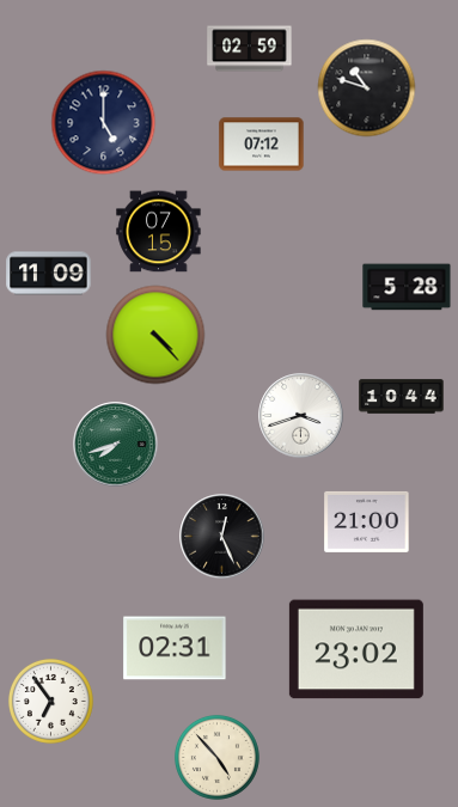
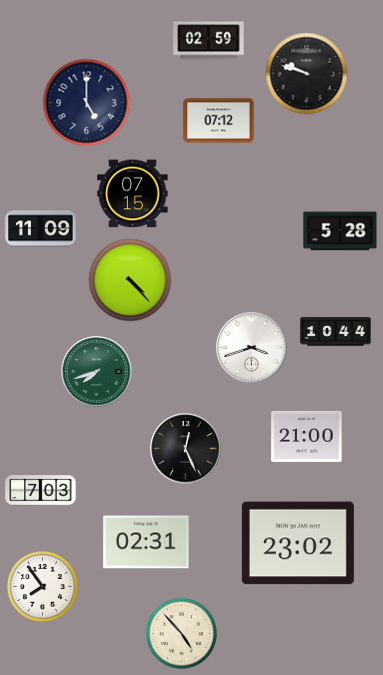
clock at (367, 88): 10:48 -> 9:48
clock at (407, 287) position: (407, 287) -> (340, 231)
clock at (41, 491): none -> 7:03
clock at (50, 701): 6:54 -> 7:54
